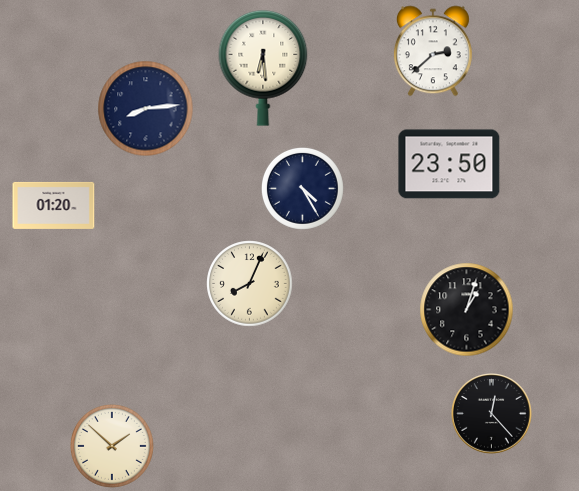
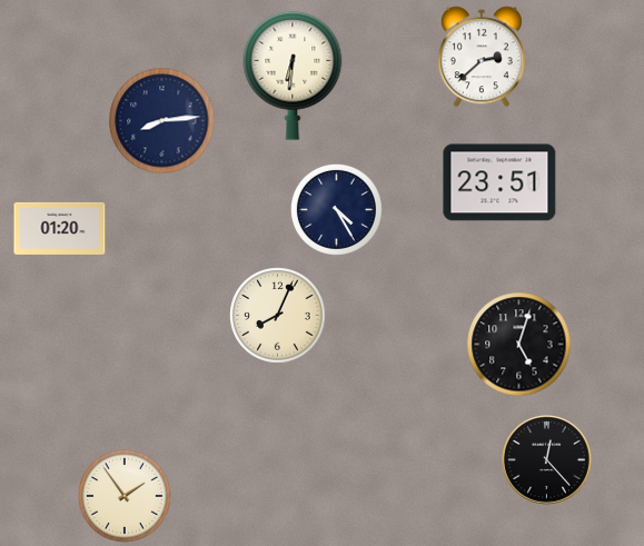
clock at (263, 68): 6:29 -> 6:31
clock at (449, 164): 23:50 -> 23:51
clock at (467, 310): 1:03 -> 5:03
clock at (112, 446): 1:52 -> 1:54
